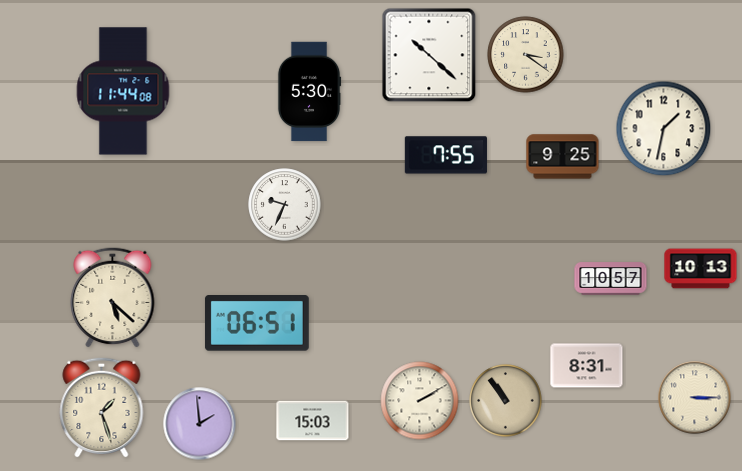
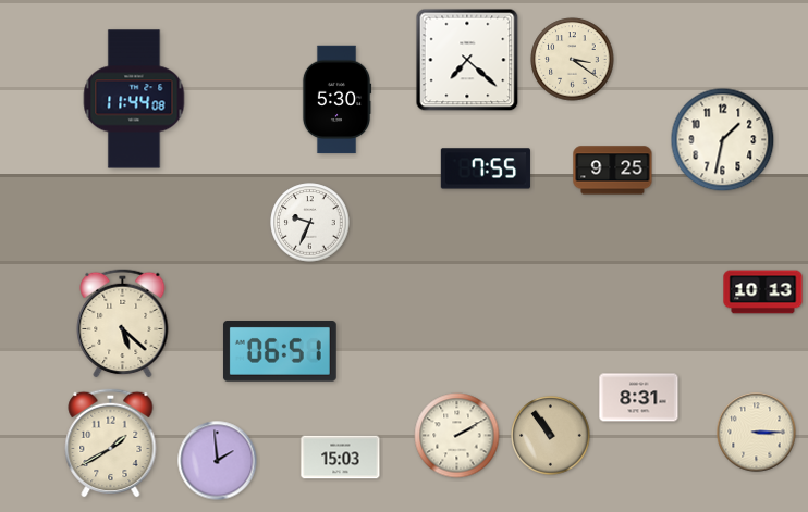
clock at (429, 55): 10:22 -> 7:22
clock at (611, 279): 10:57 -> none
clock at (102, 407): 1:27 -> 1:40
